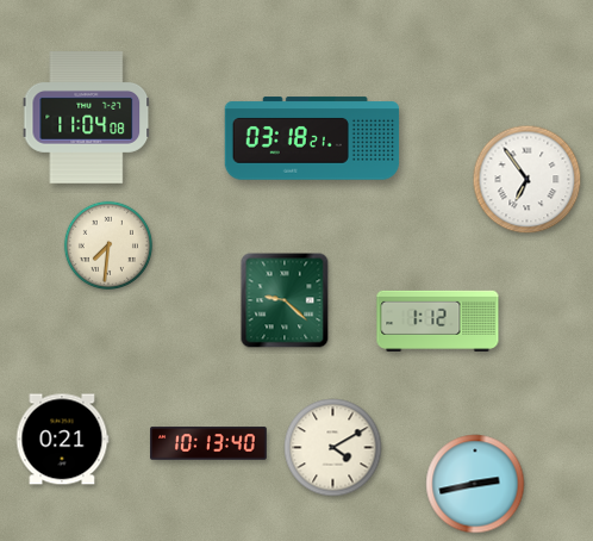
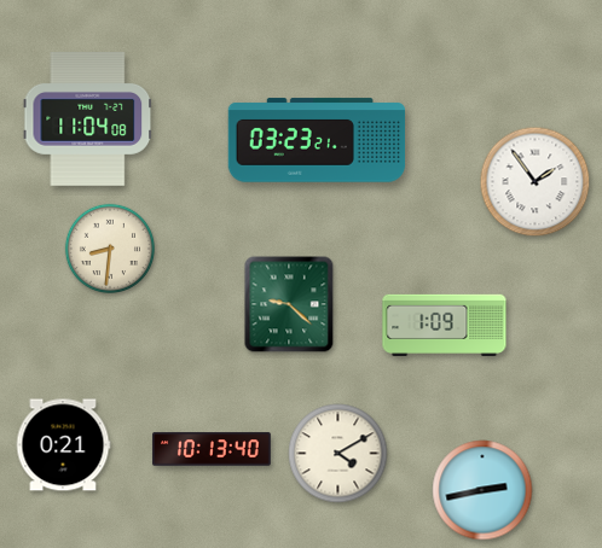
clock at (312, 138): 03:18 -> 03:23
clock at (528, 180): 6:54 -> 1:54
clock at (107, 244): 7:31 -> 8:31
clock at (438, 321): 1:12 -> 1:09
